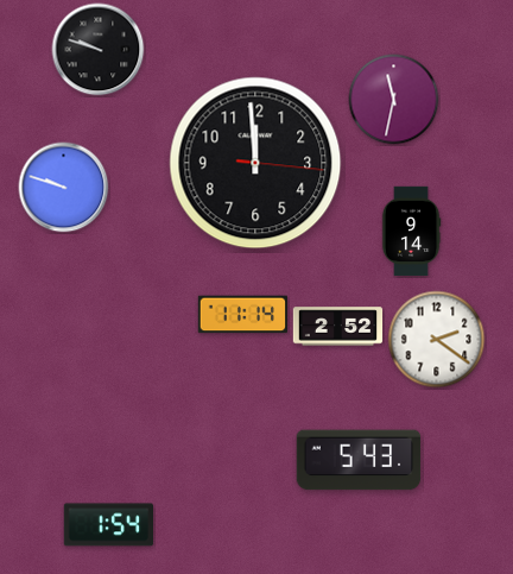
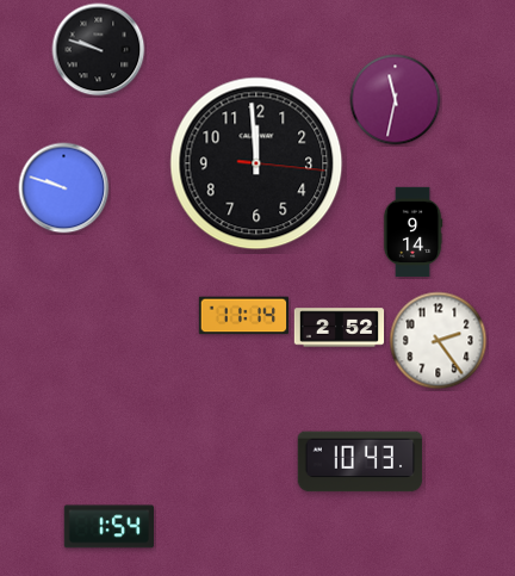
clock at (437, 340): 2:21 -> 2:24
clock at (359, 460): 5:43 -> 10:43
